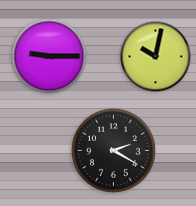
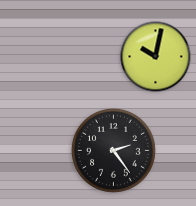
clock at (49, 56): 9:15 -> none
clock at (114, 151): 2:20 -> 2:24
